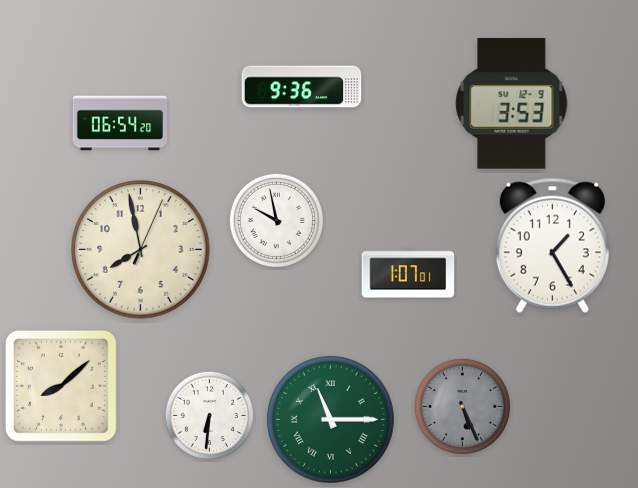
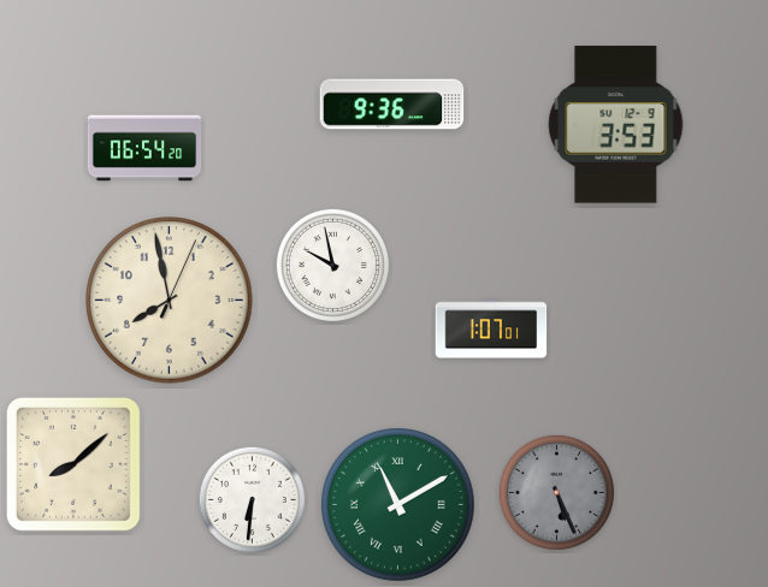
clock at (302, 87) position: (302, 87) -> (392, 105)
clock at (552, 245): 1:25 -> none
clock at (462, 406) position: (462, 406) -> (556, 492)
clock at (331, 420): 11:15 -> 11:10
